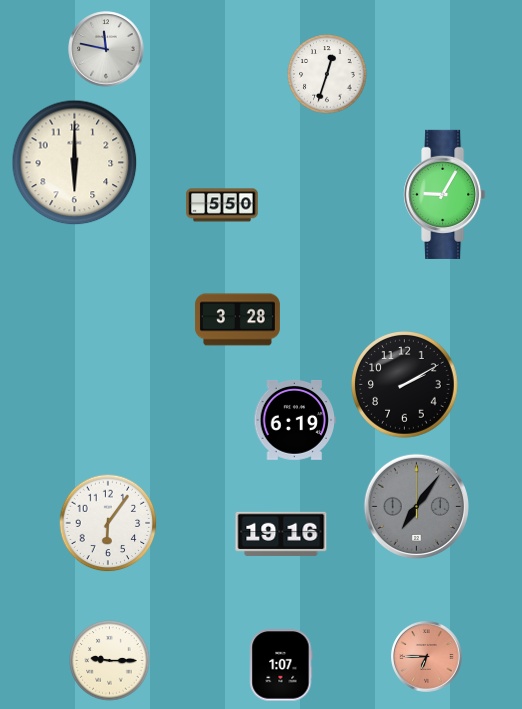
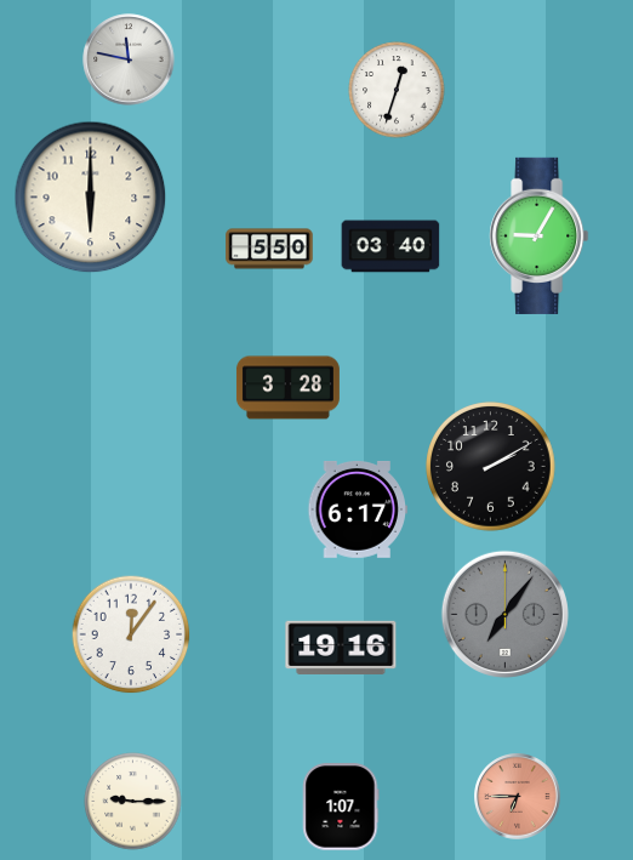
clock at (390, 246): none -> 03:40
clock at (294, 420): 6:19 -> 6:17
clock at (108, 523): 6:06 -> 12:06
